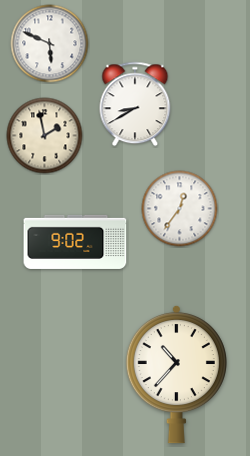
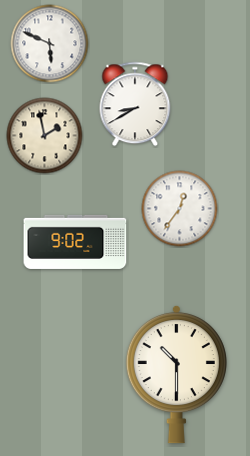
clock at (176, 374): 10:37 -> 10:30
